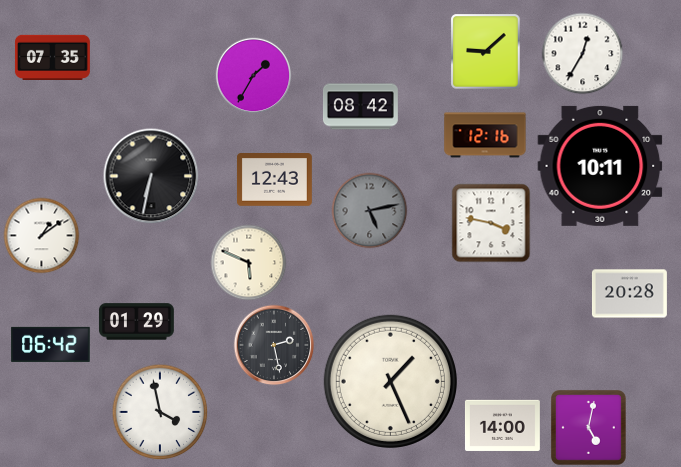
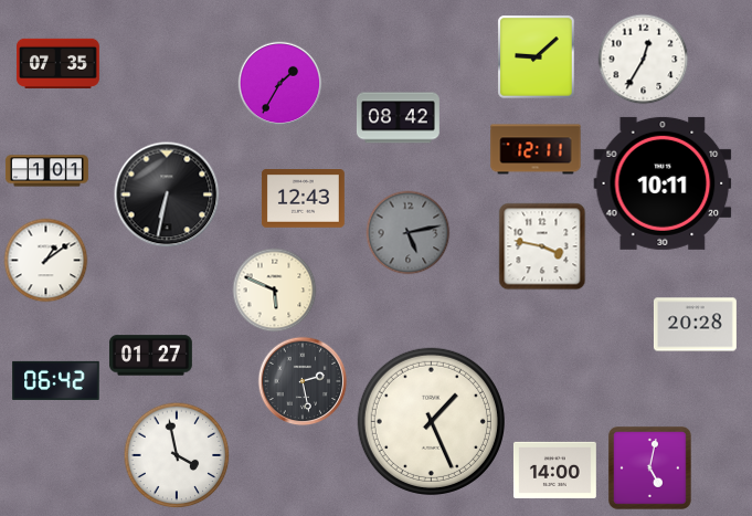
clock at (485, 135): 12:16 -> 12:11
clock at (46, 171): none -> 1:01
clock at (136, 322): 01:29 -> 01:27
clock at (588, 427) position: (588, 427) -> (649, 467)
